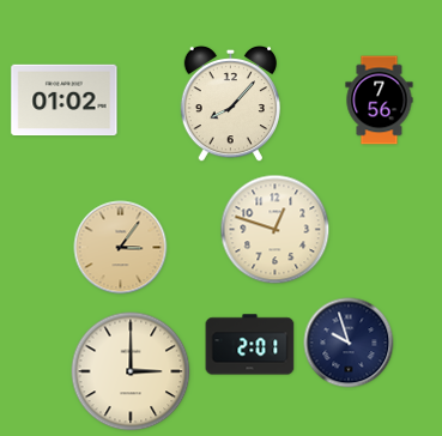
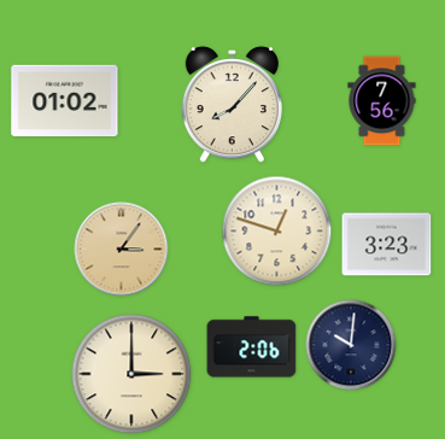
clock at (387, 245): none -> 3:23
clock at (349, 343): 9:57 -> 10:01
clock at (250, 345): 2:01 -> 2:06
